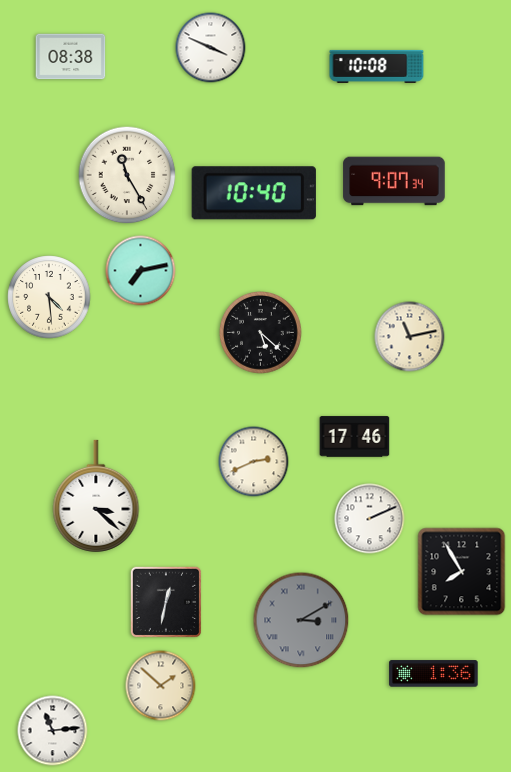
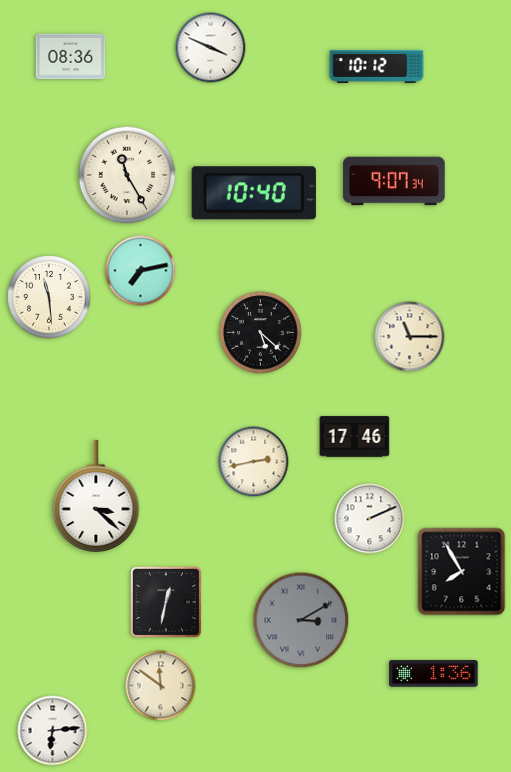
clock at (71, 57): 08:38 -> 08:36
clock at (377, 66): 10:08 -> 10:12
clock at (49, 297): 4:29 -> 11:29
clock at (410, 337): 11:13 -> 11:15
clock at (254, 462): 2:41 -> 2:43
clock at (161, 686): 1:52 -> 11:51
clock at (53, 731): 11:14 -> 6:14
